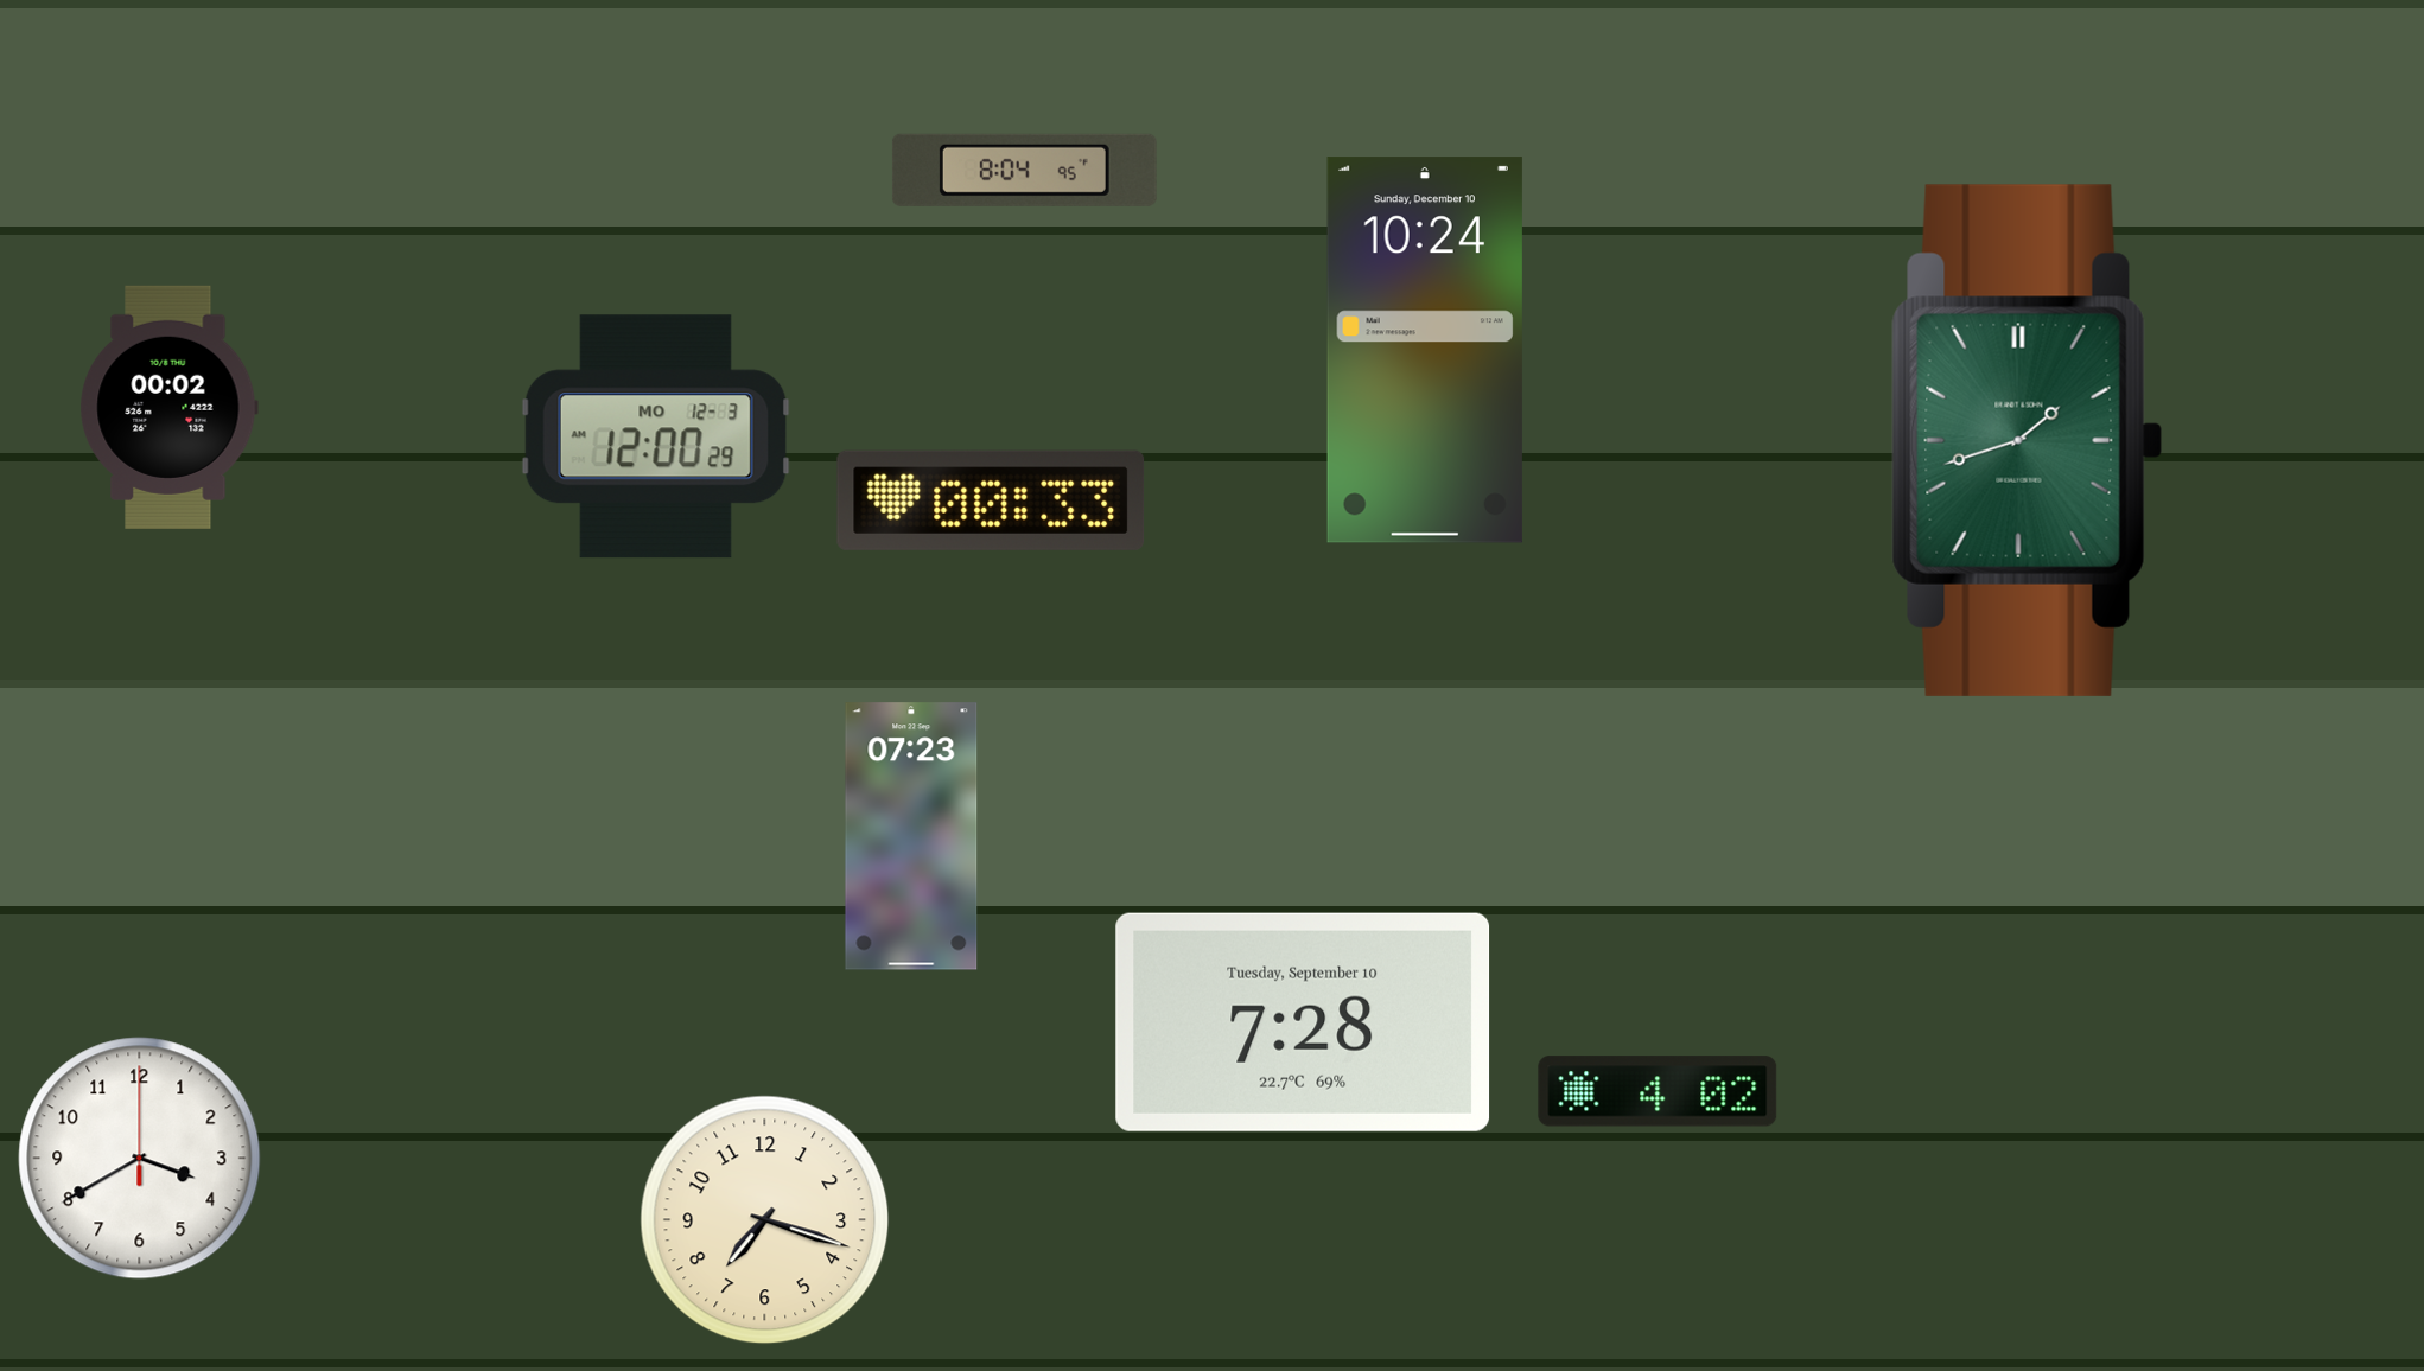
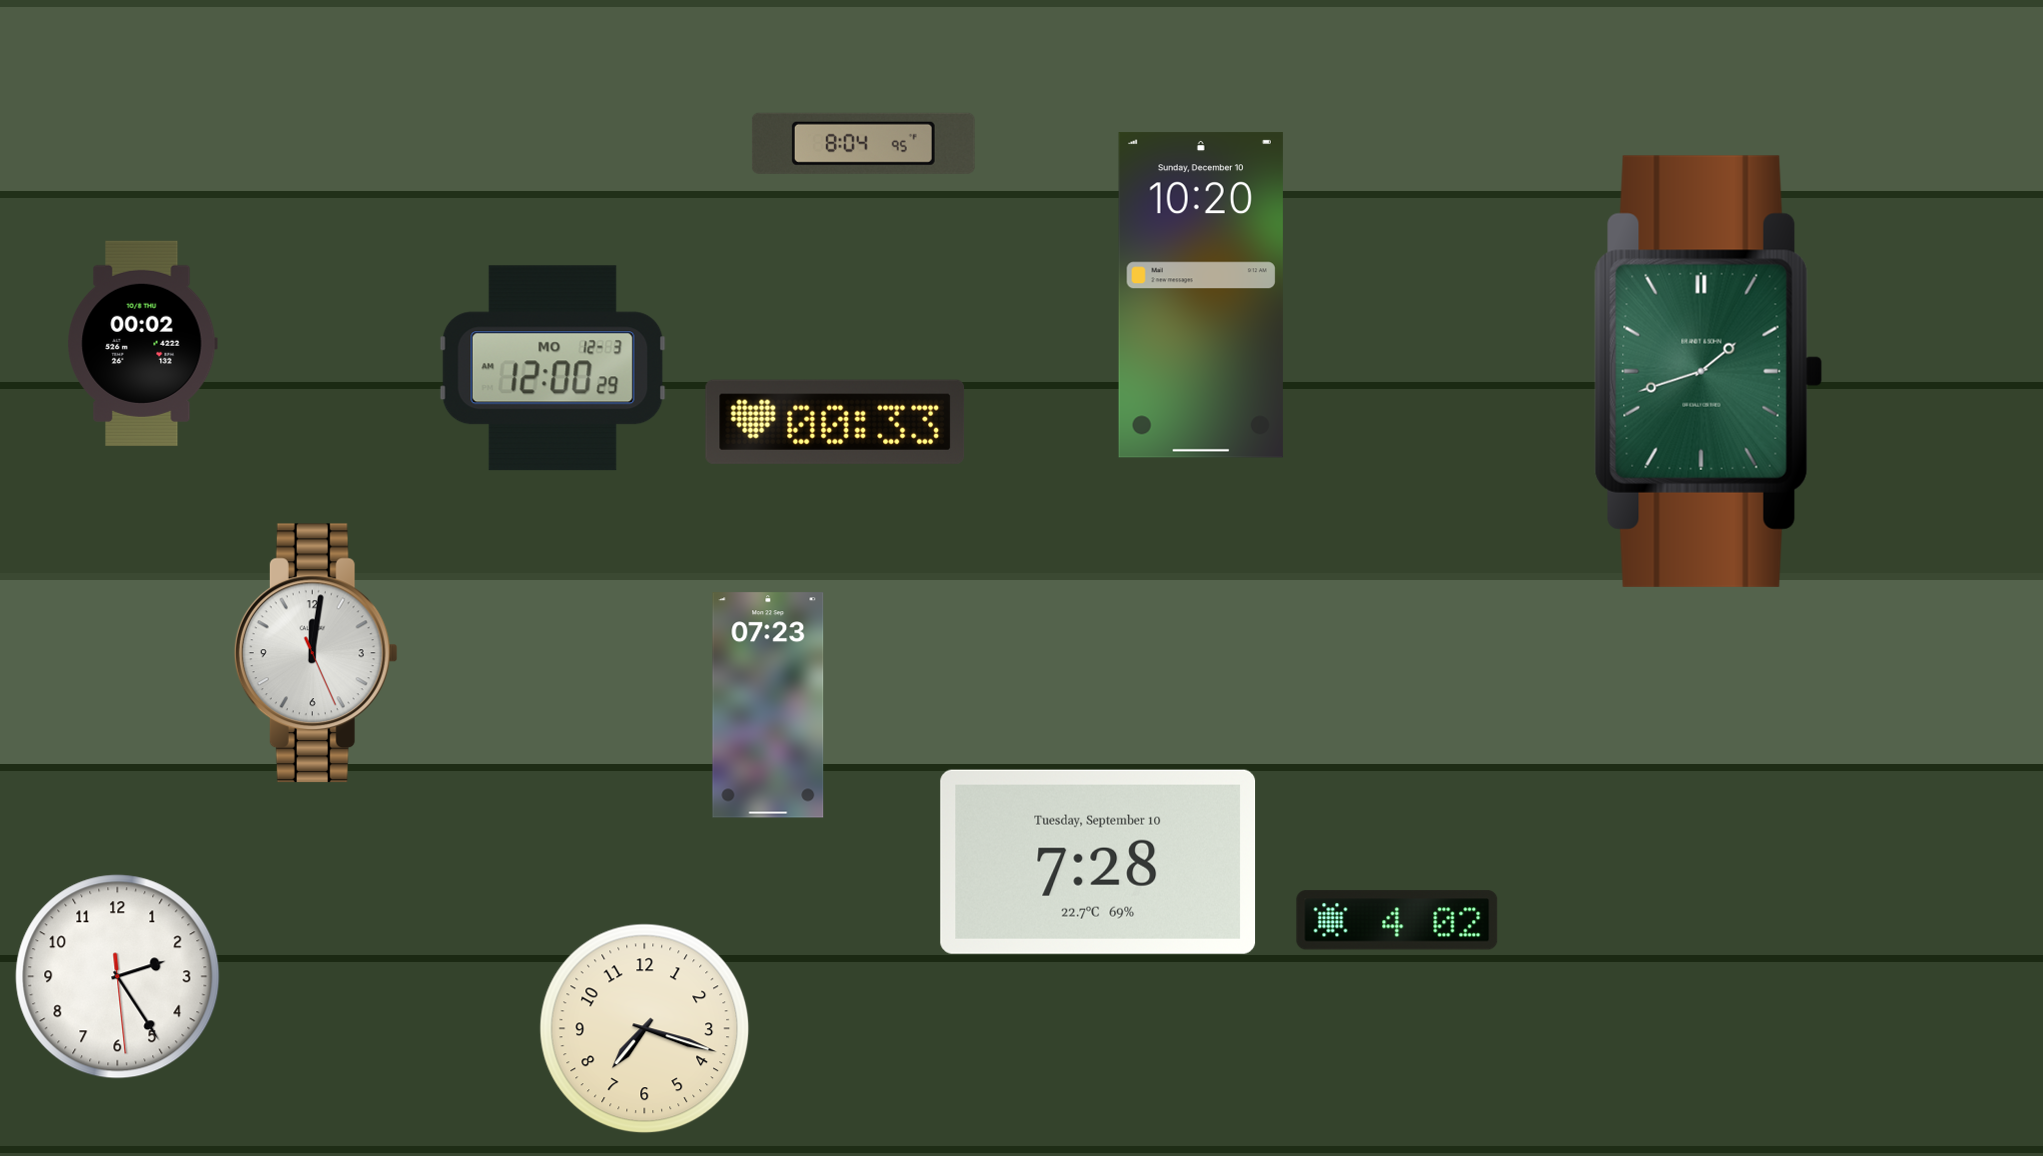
clock at (1425, 350): 10:24 -> 10:20
clock at (316, 653): none -> 12:01
clock at (140, 1159): 3:40 -> 2:24
